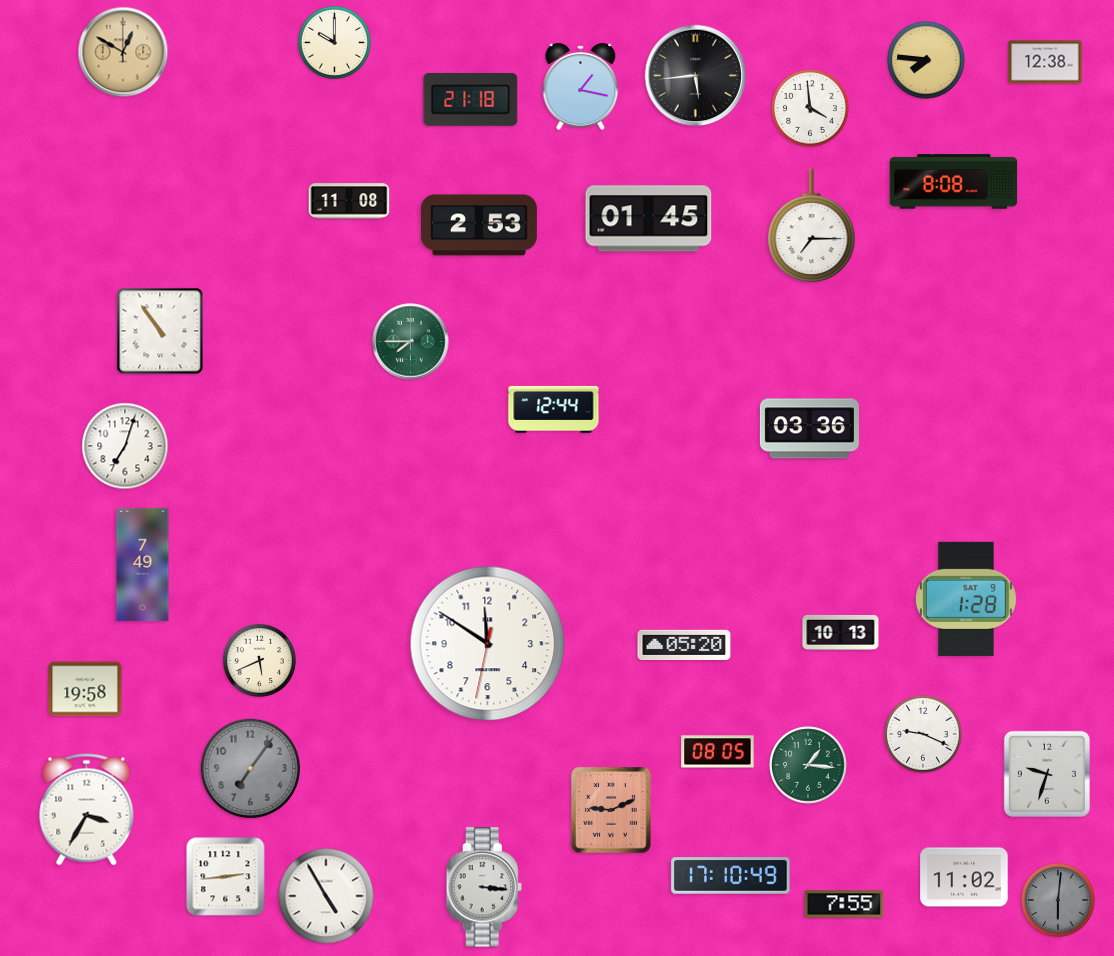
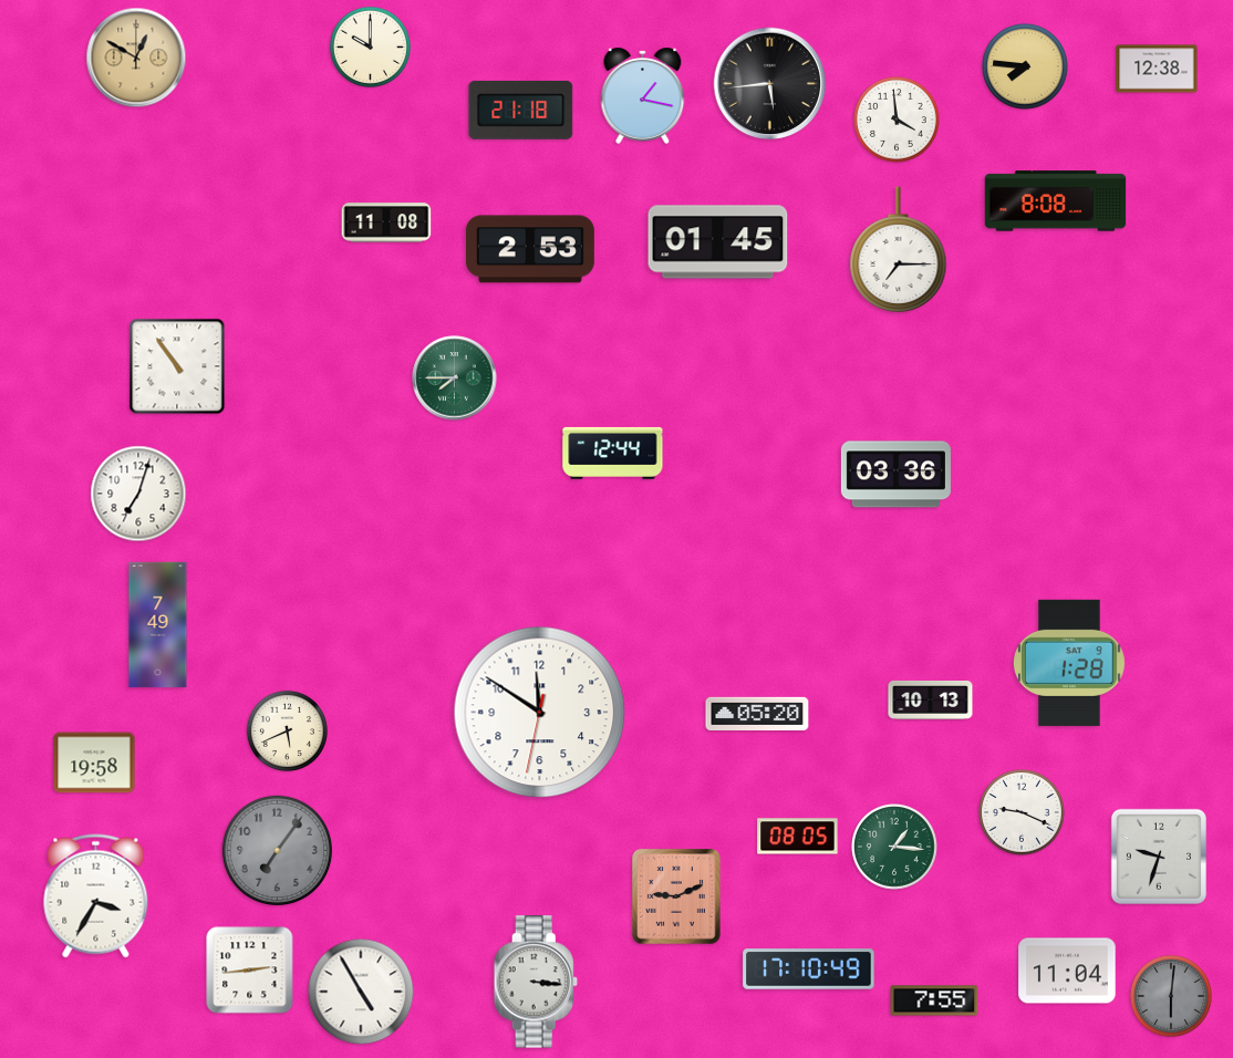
clock at (718, 752) position: (718, 752) -> (798, 837)
clock at (964, 877): 11:02 -> 11:04
